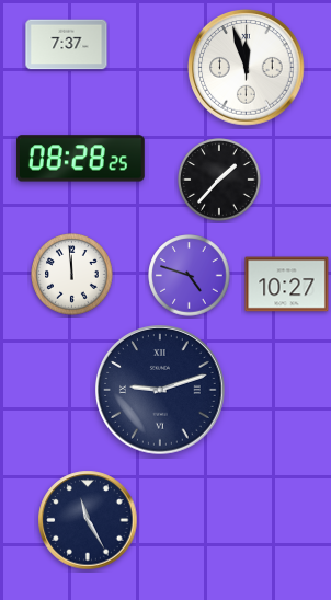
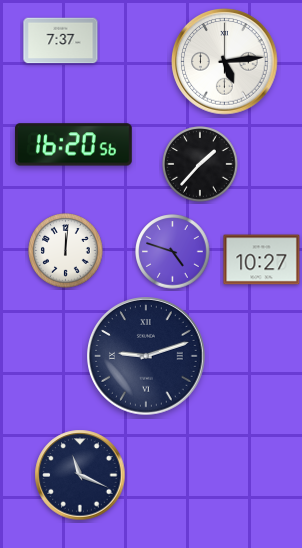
clock at (247, 68): 11:57 -> 5:14
clock at (80, 159): 08:28 -> 16:20
clock at (72, 275): 11:59 -> 12:01
clock at (88, 520): 11:25 -> 11:19
